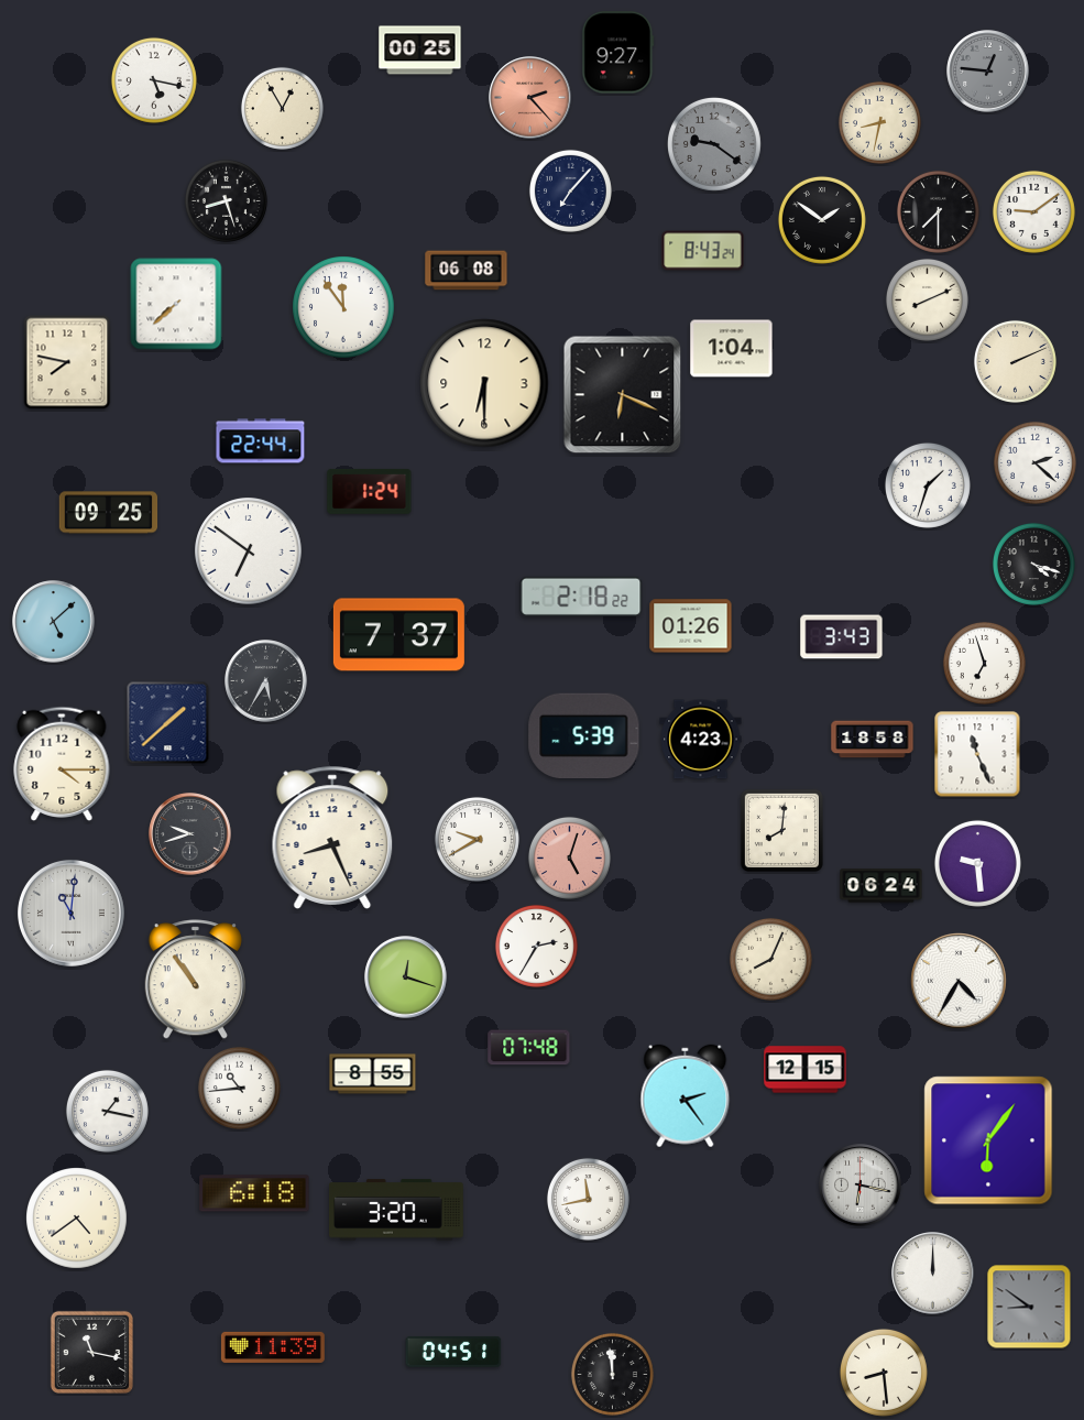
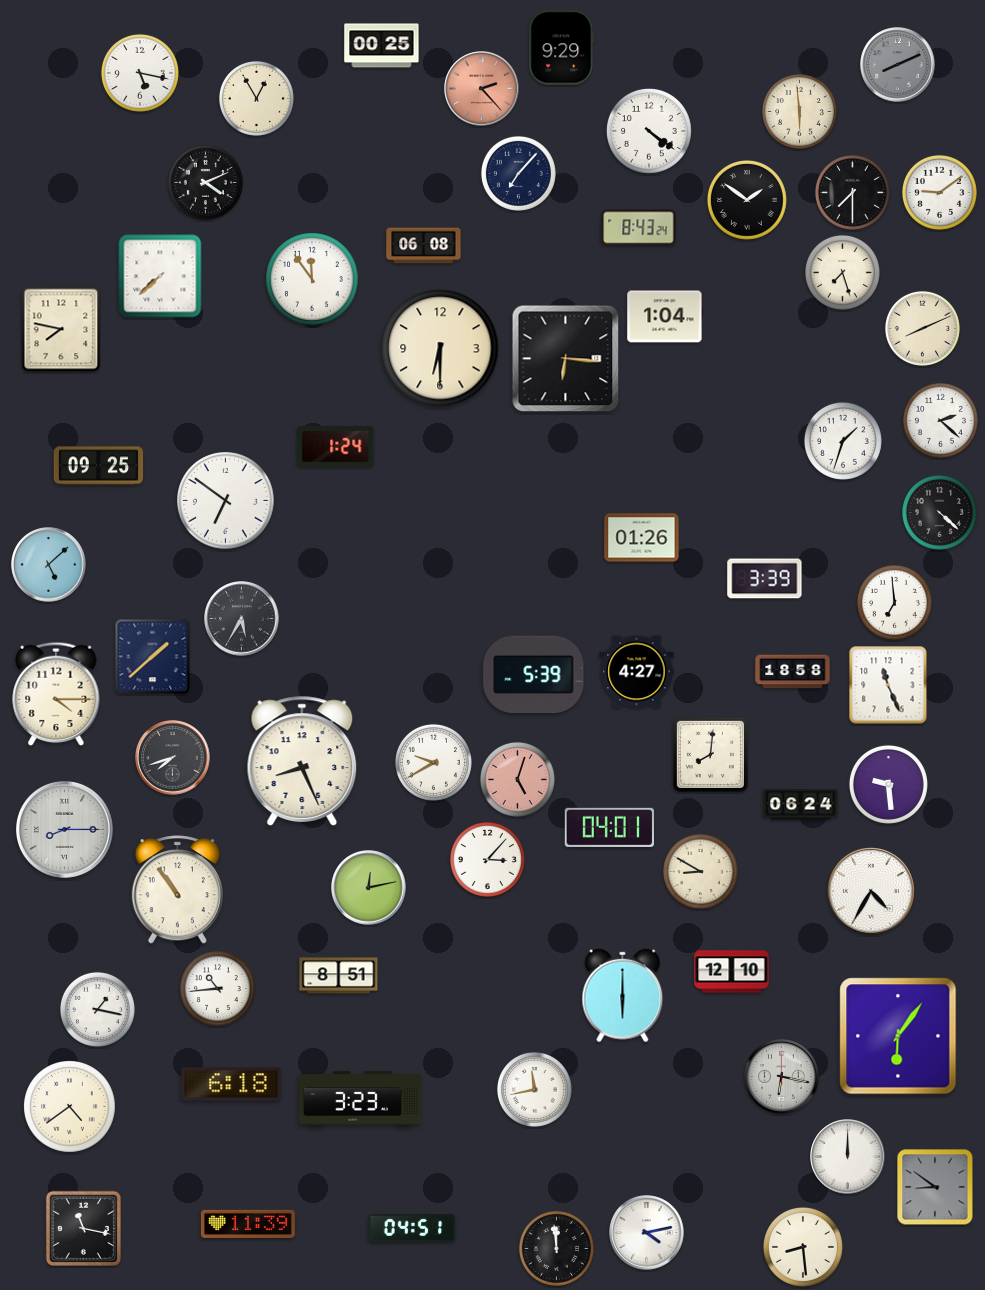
clock at (618, 53): 9:27 -> 9:29
clock at (988, 72): 12:46 -> 8:11
clock at (879, 122): 8:32 -> 5:59
clock at (714, 144): 9:21 -> 4:21
clock at (714, 144) dial: grey -> white
clock at (226, 200): 8:27 -> 4:11
clock at (927, 299): 8:11 -> 7:27
clock at (1015, 361): 2:11 -> 8:11
clock at (623, 395): 6:19 -> 6:16
clock at (261, 441): 22:44 -> none
clock at (1033, 564): 4:18 -> 4:22
clock at (581, 597): 2:18 -> none
clock at (691, 626) position: (691, 626) -> (642, 538)
clock at (398, 635): 7:37 -> none
clock at (842, 637): 3:43 -> 3:39
clock at (984, 663): 6:57 -> 6:59
clock at (584, 736) position: (584, 736) -> (534, 675)
clock at (701, 740): 4:23 -> 4:27
clock at (190, 834): 9:42 -> 7:42
clock at (609, 827): none -> 04:01
clock at (70, 913): 11:01 -> 8:15
clock at (536, 946): 2:35 -> 3:07
clock at (770, 959): 8:04 -> 8:50
clock at (406, 977): 12:18 -> 12:13
clock at (529, 1048): 07:48 -> none
clock at (806, 1070): 12:15 -> 12:10
clock at (373, 1074): 8:55 -> 8:51
clock at (686, 1096): 2:24 -> 6:00
clock at (397, 1210): 3:20 -> 3:23
clock at (647, 1233): none -> 4:13
